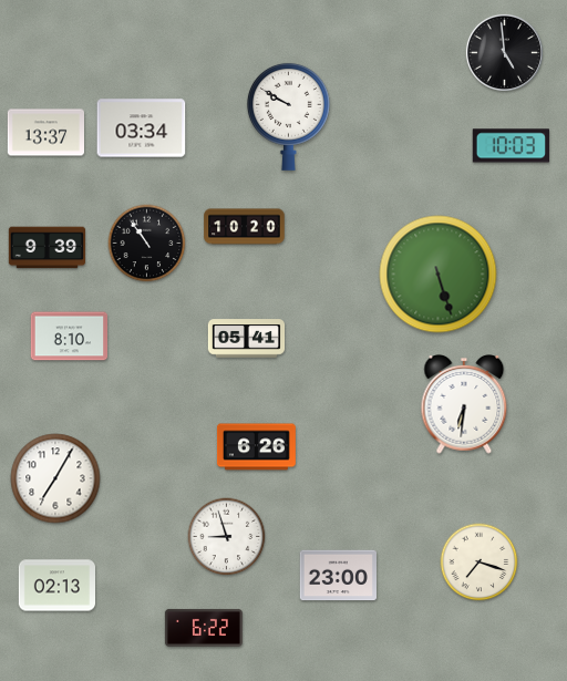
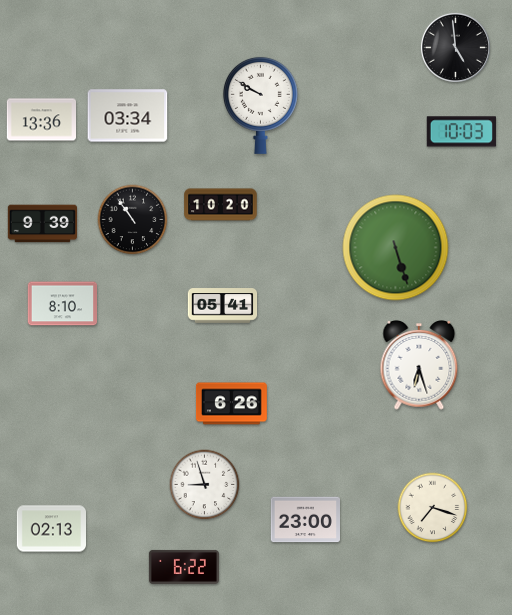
clock at (45, 133): 13:37 -> 13:36
clock at (464, 405): 6:31 -> 6:27
clock at (55, 478): 7:05 -> none
